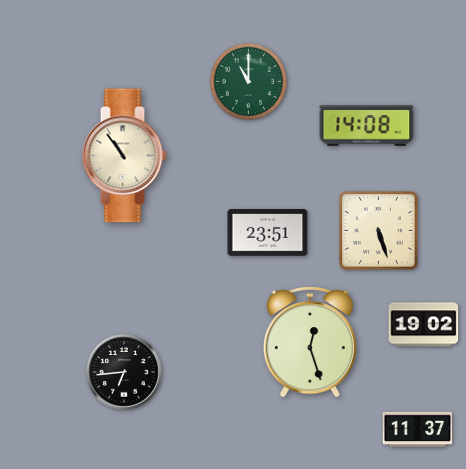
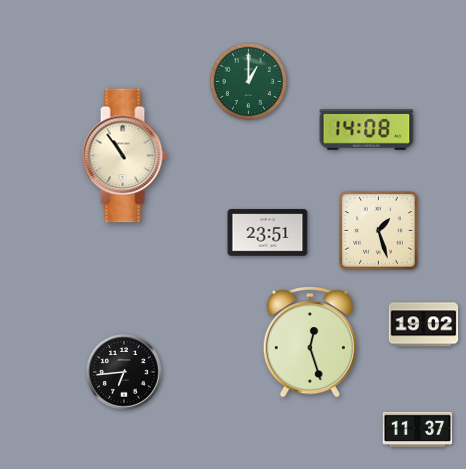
clock at (248, 81): 11:00 -> 1:00
clock at (367, 126) position: (367, 126) -> (367, 130)
clock at (379, 231): 5:27 -> 1:27
